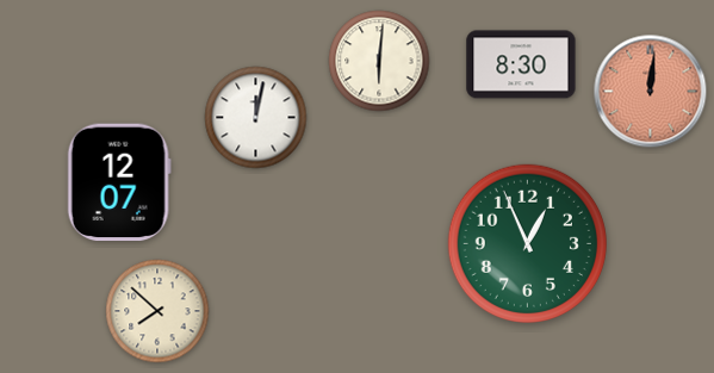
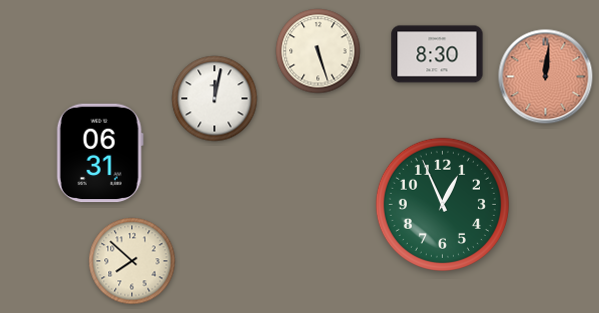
clock at (379, 61): 6:01 -> 5:27
clock at (119, 182): 12:07 -> 06:31
